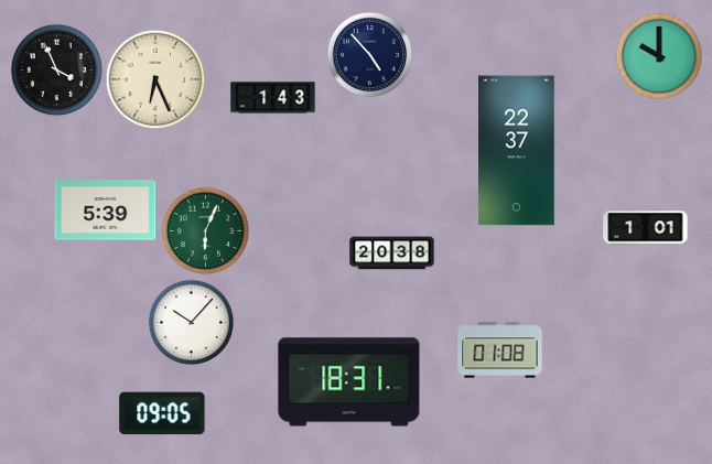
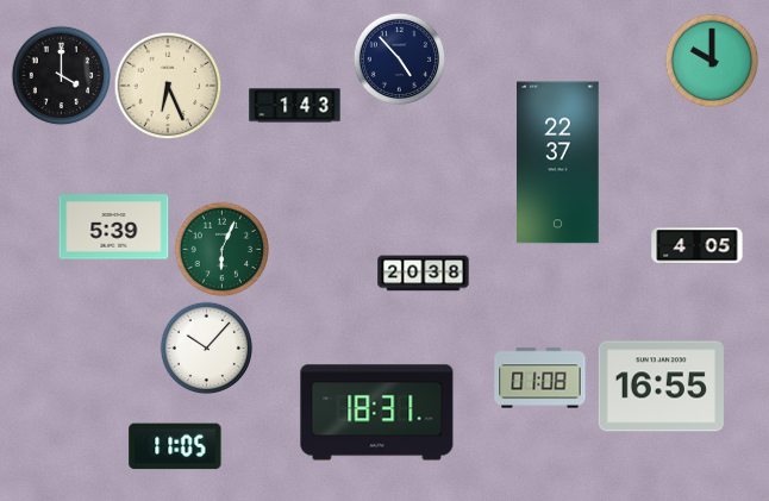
clock at (56, 69): 3:56 -> 4:00
clock at (646, 228): 1:01 -> 4:05
clock at (661, 387): none -> 16:55
clock at (162, 413): 09:05 -> 11:05
